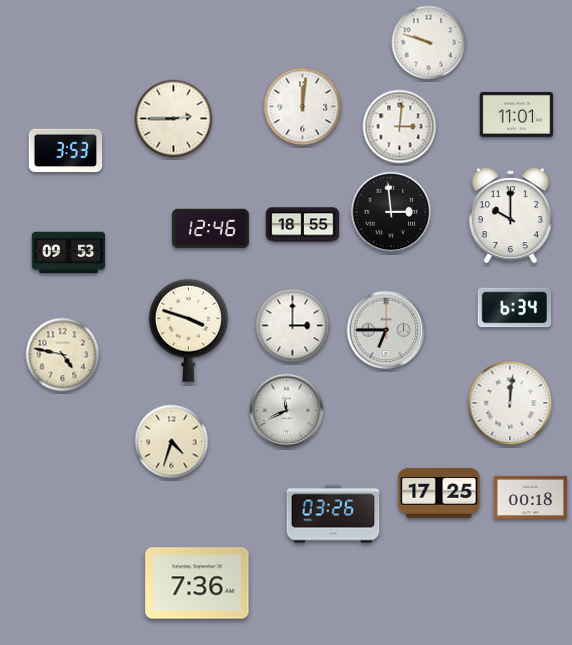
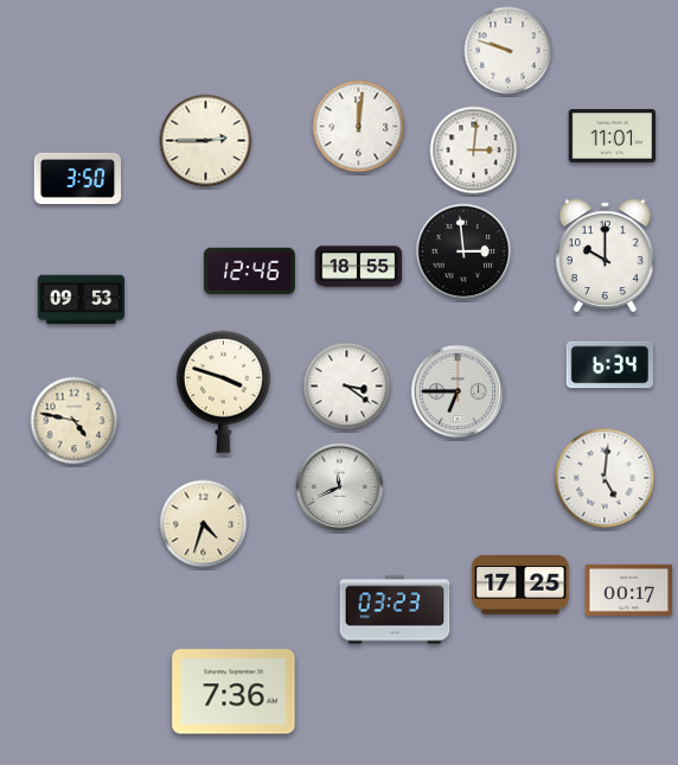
clock at (66, 151): 3:53 -> 3:50
clock at (293, 326): 3:00 -> 3:21
clock at (510, 403): 12:01 -> 5:01
clock at (531, 497): 00:18 -> 00:17
clock at (333, 514): 03:26 -> 03:23
